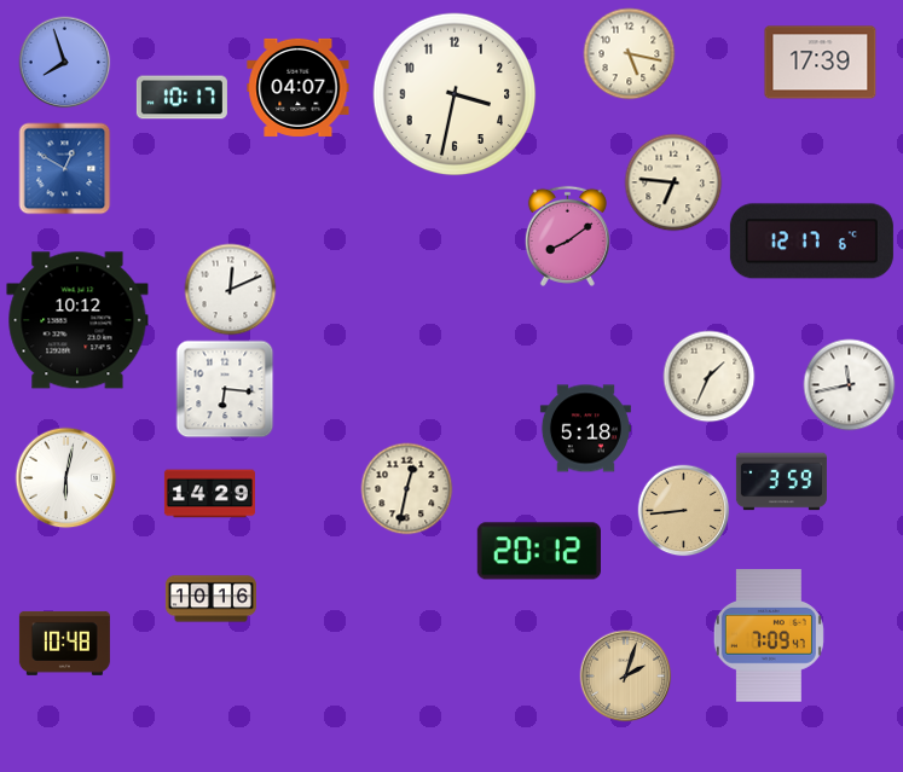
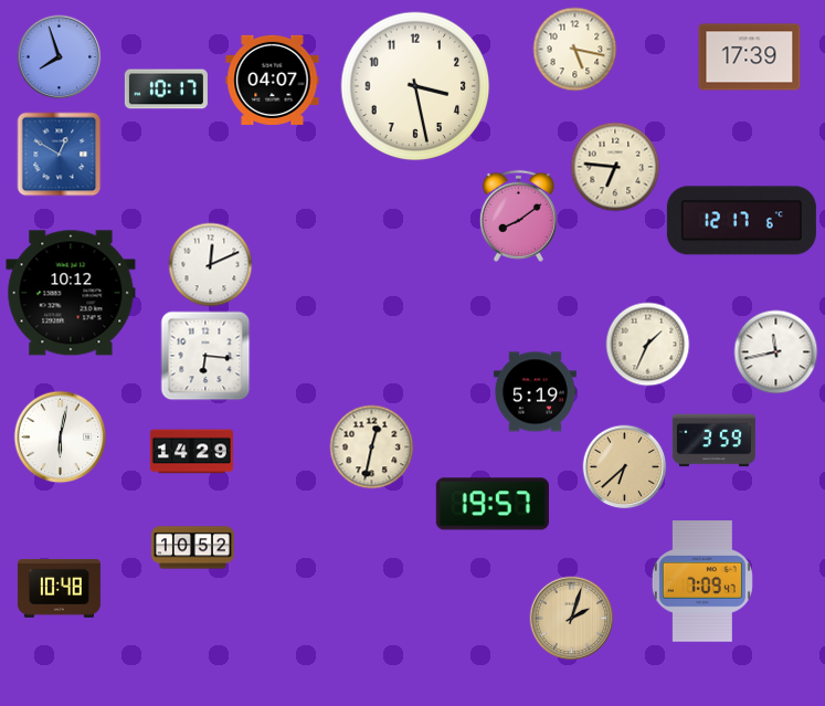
clock at (455, 94): 3:32 -> 3:28
clock at (585, 429): 5:18 -> 5:19
clock at (684, 511): 8:44 -> 6:38
clock at (539, 551): 20:12 -> 19:57
clock at (210, 599): 10:16 -> 10:52
